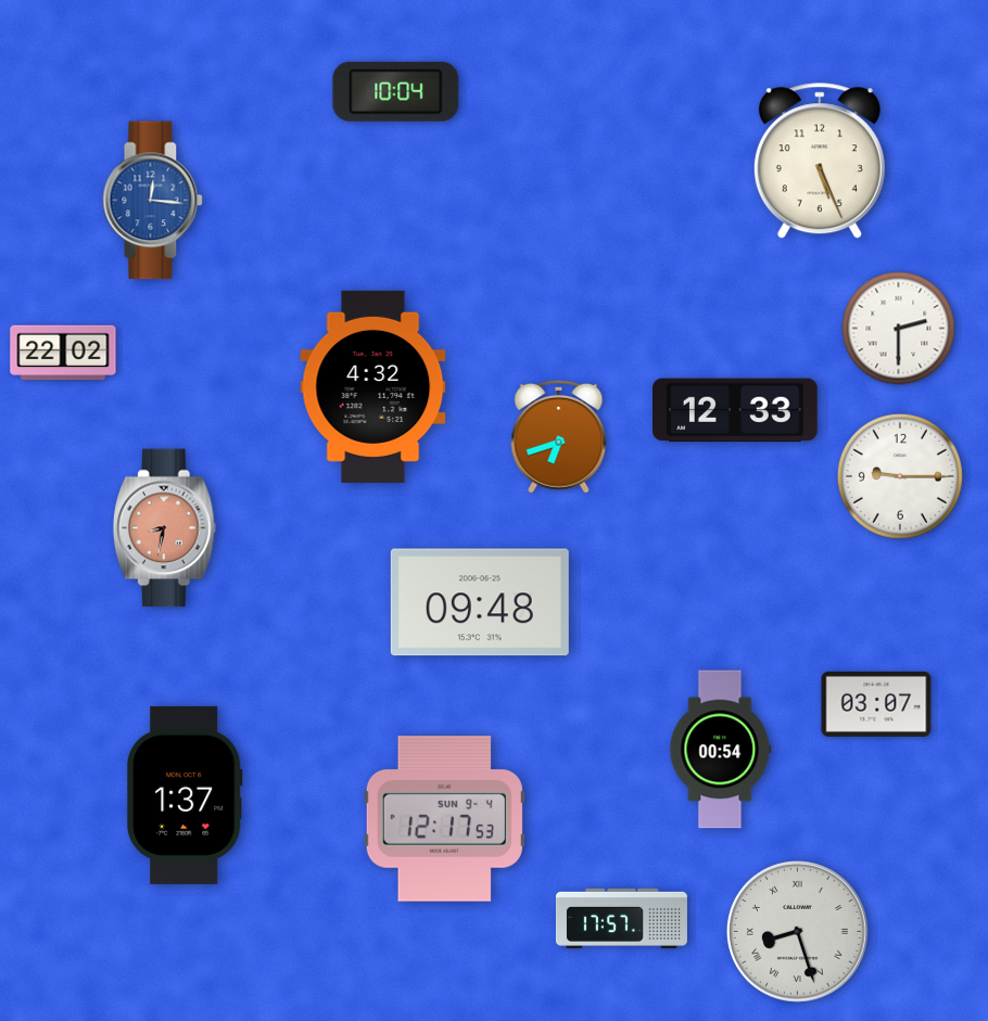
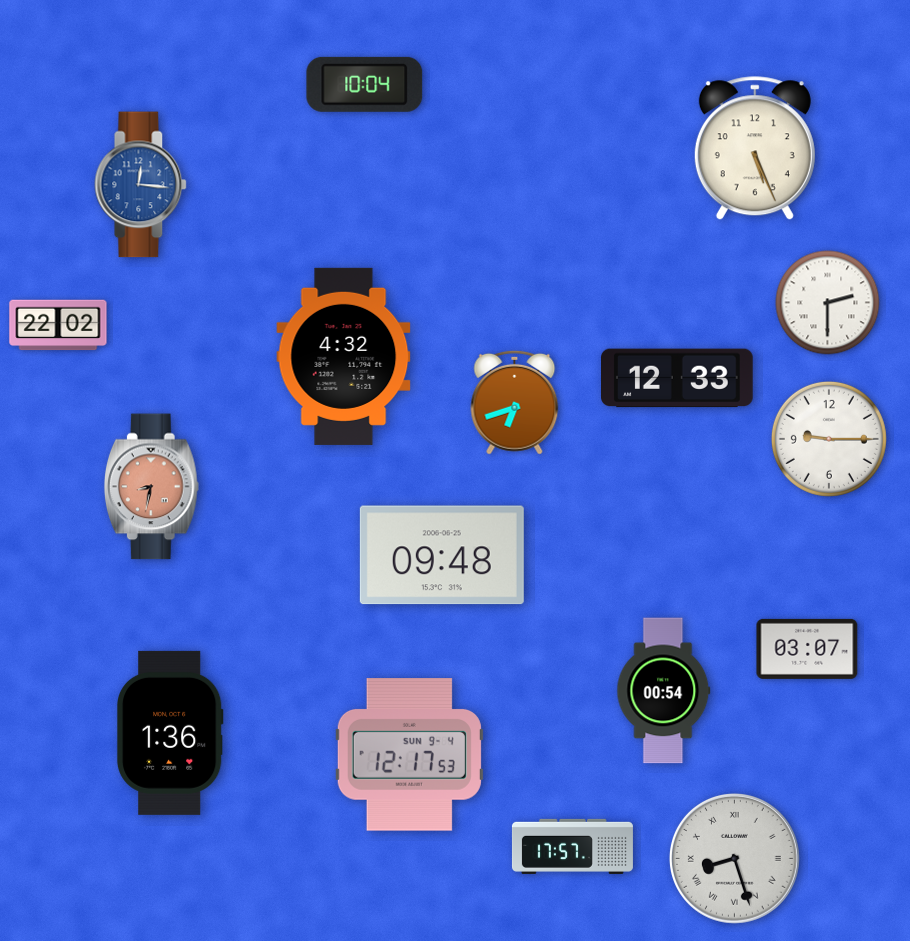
clock at (185, 795): 1:37 -> 1:36
